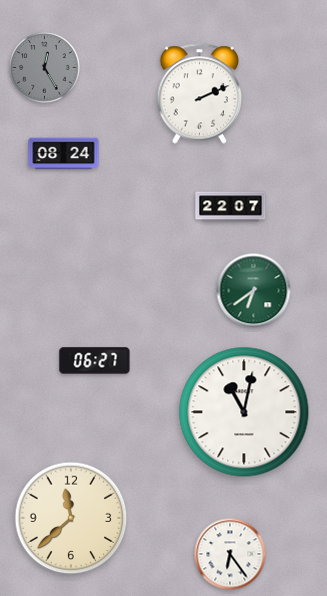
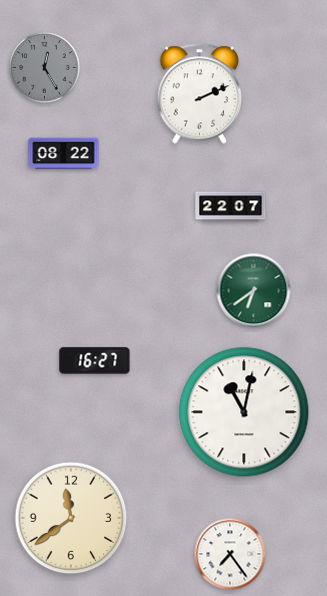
clock at (64, 154): 08:24 -> 08:22
clock at (95, 361): 06:27 -> 16:27
clock at (71, 518): 11:38 -> 11:39
clock at (230, 554): 6:24 -> 7:24
